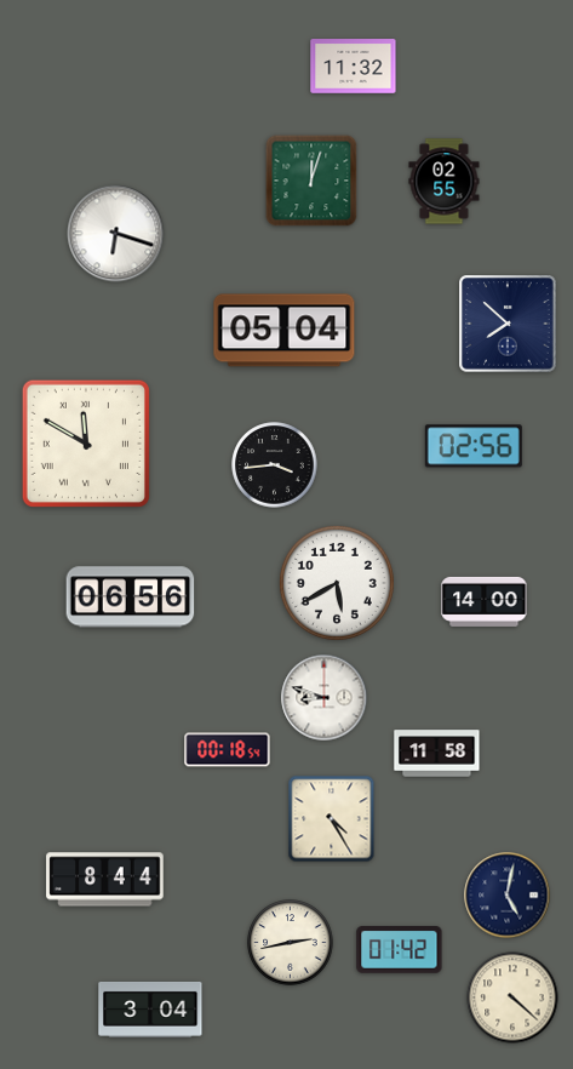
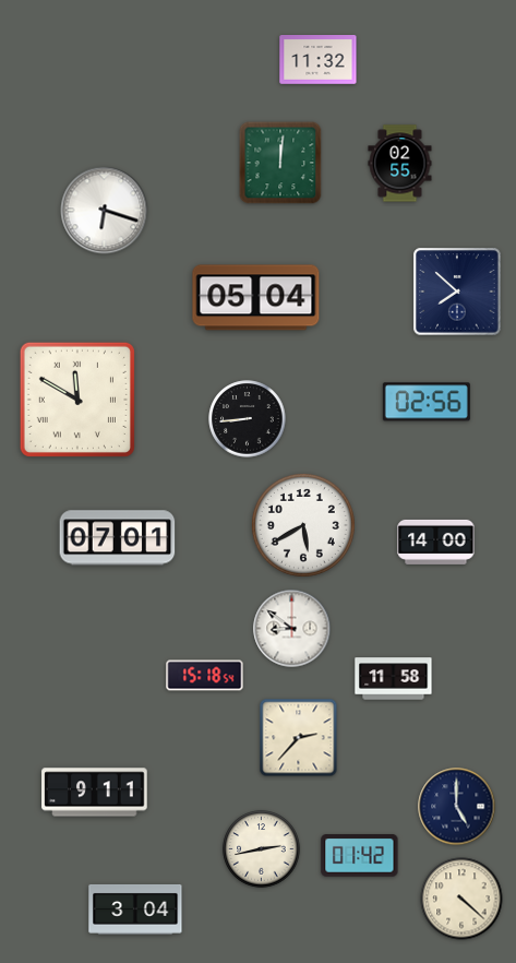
clock at (311, 181): 12:03 -> 12:01
clock at (275, 465): 3:44 -> 8:44
clock at (131, 598): 06:56 -> 07:01
clock at (325, 698): 8:48 -> 8:51
clock at (228, 750): 00:18 -> 15:18
clock at (332, 819): 4:25 -> 2:37
clock at (105, 880): 8:44 -> 9:11
clock at (508, 896): 5:02 -> 5:00
